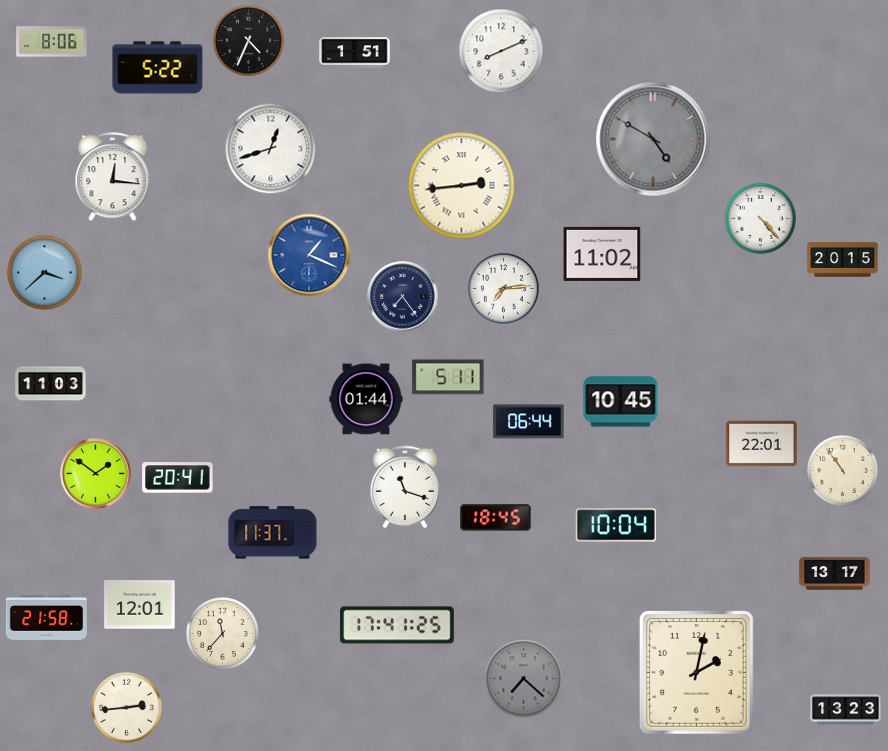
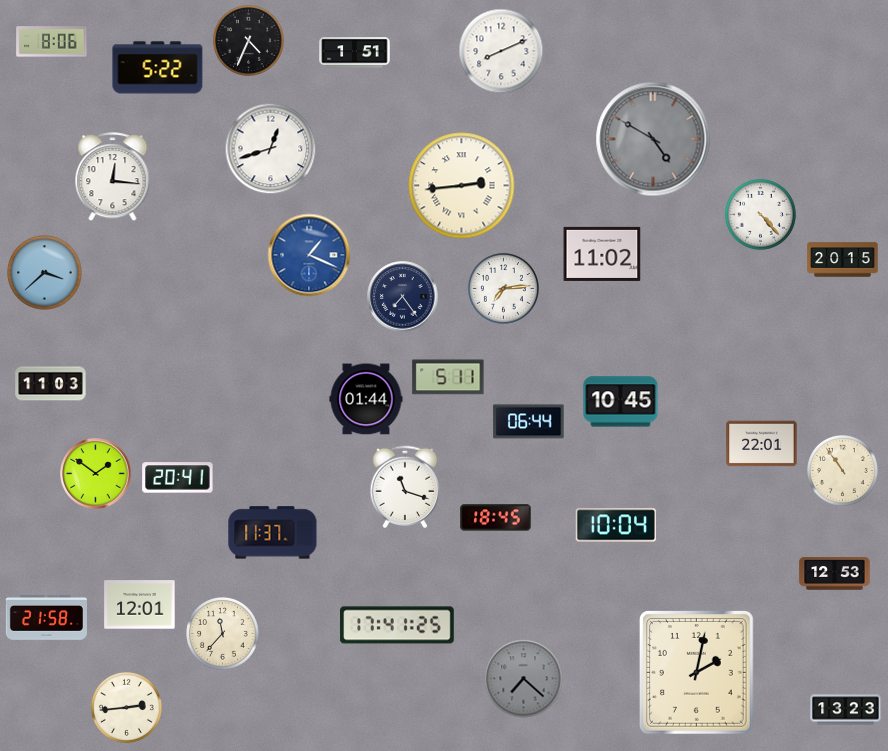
clock at (760, 218) position: (760, 218) -> (760, 214)
clock at (835, 574): 13:17 -> 12:53
